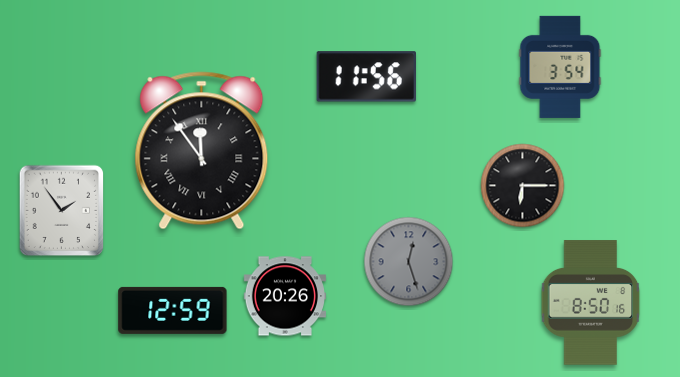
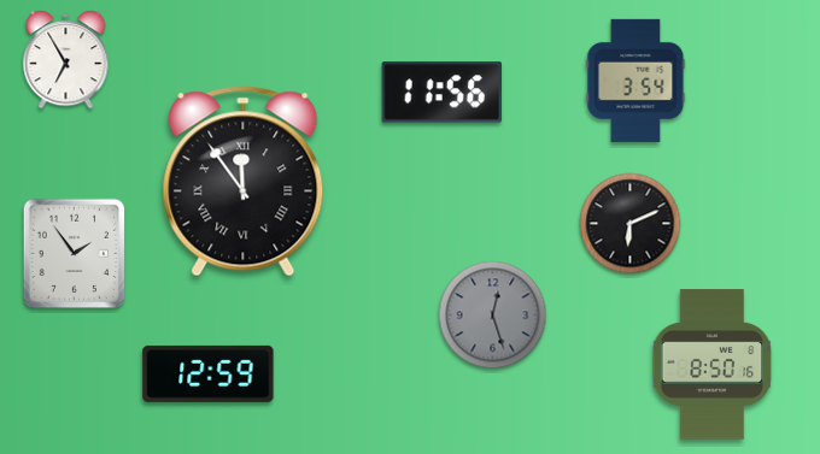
clock at (66, 60): none -> 6:55
clock at (560, 67) position: (560, 67) -> (635, 81)
clock at (523, 186): 6:15 -> 6:11
clock at (284, 296): 20:26 -> none
